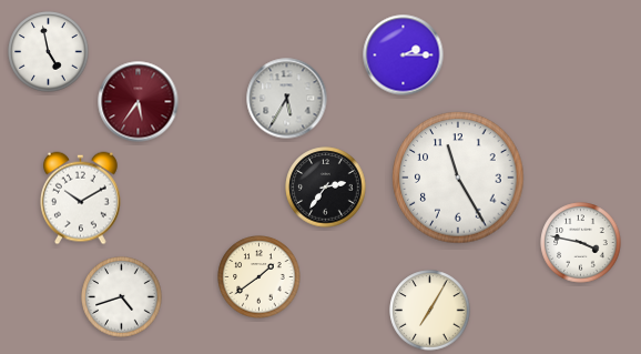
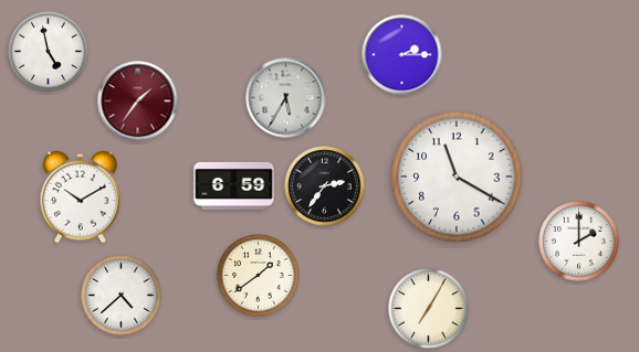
clock at (139, 102): 5:36 -> 1:36
clock at (458, 178): 11:25 -> 11:20
clock at (234, 185): none -> 6:59
clock at (581, 243): 3:47 -> 2:00
clock at (122, 297): 4:42 -> 4:38
